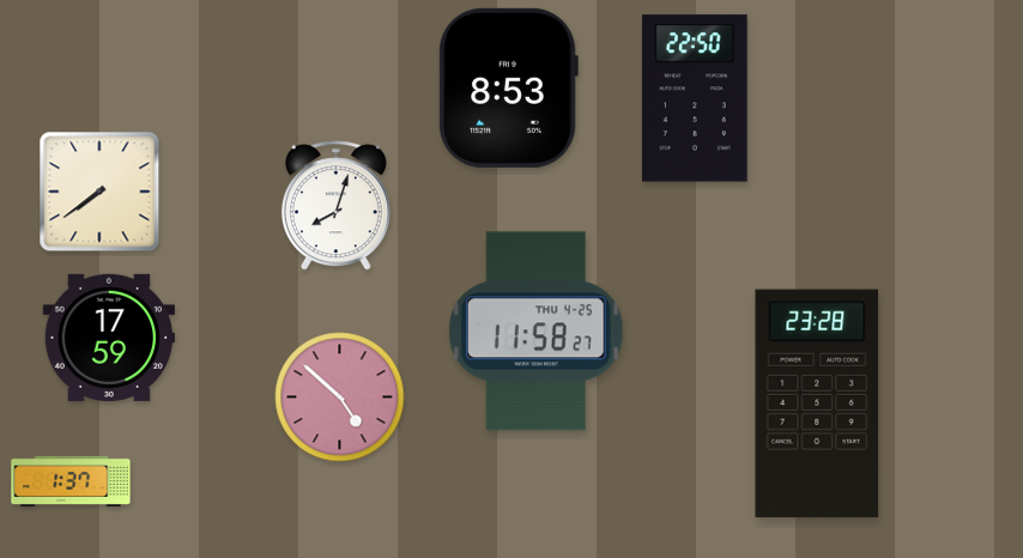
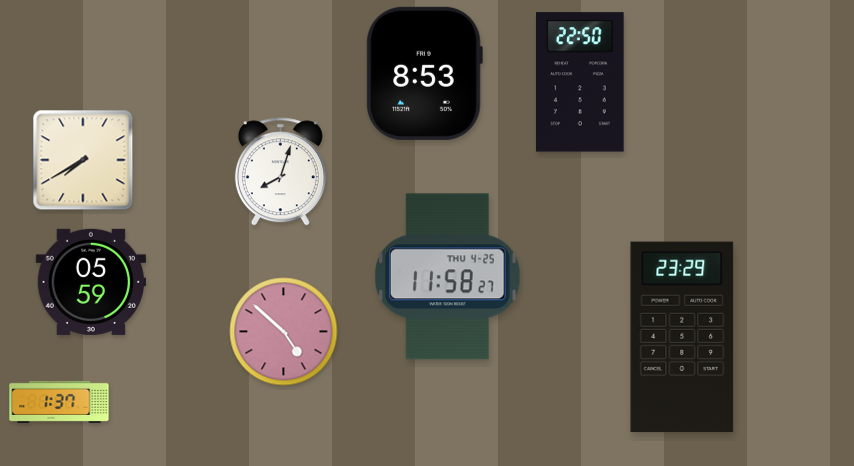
clock at (99, 192): 7:39 -> 7:40
clock at (108, 338): 17:59 -> 05:59
clock at (817, 404): 23:28 -> 23:29
